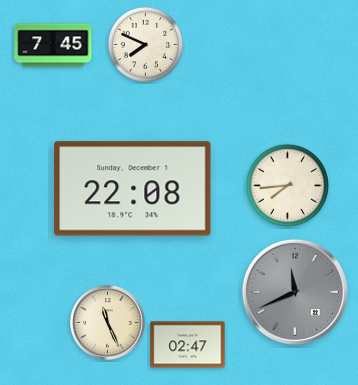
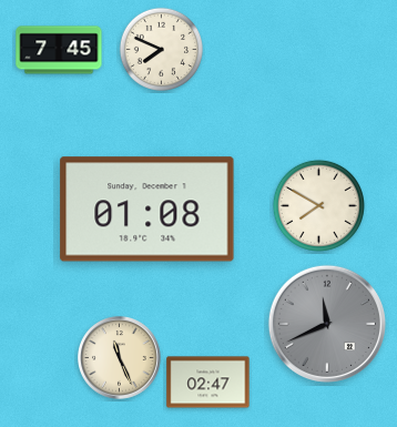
clock at (287, 185): 7:44 -> 7:50
clock at (133, 189): 22:08 -> 01:08
